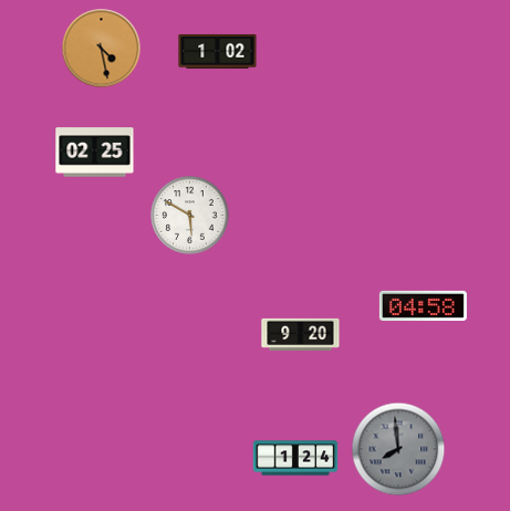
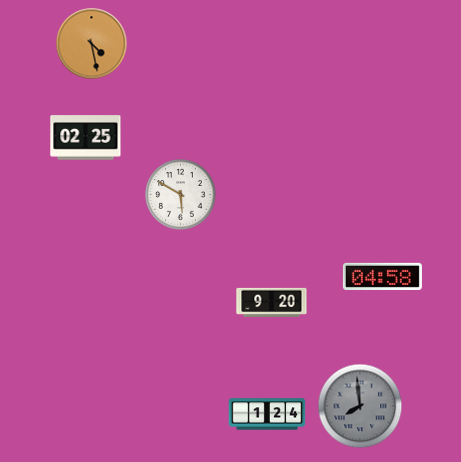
clock at (218, 51): 1:02 -> none
clock at (190, 216) position: (190, 216) -> (181, 195)
